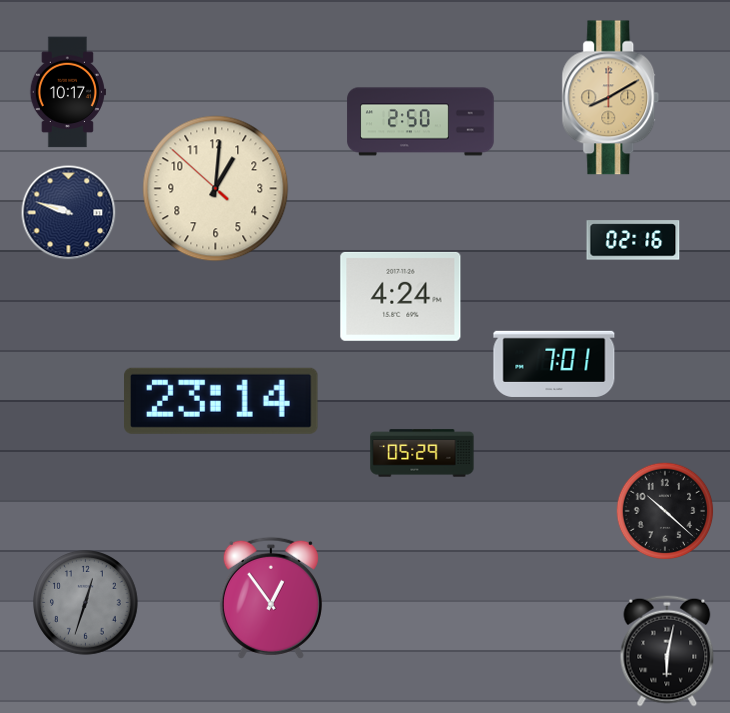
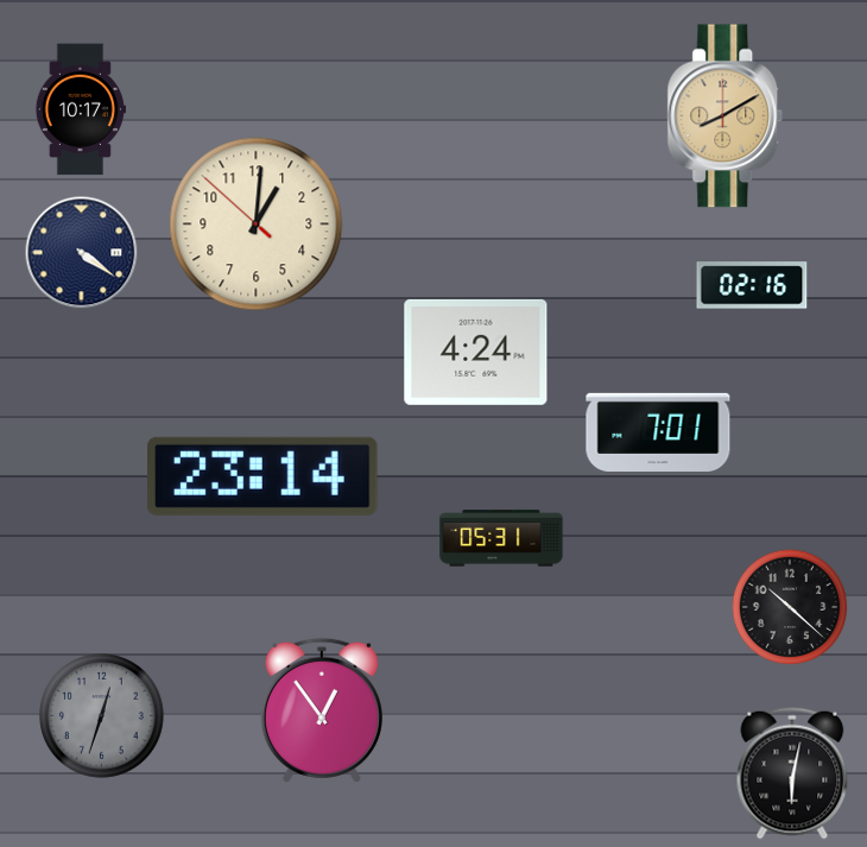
clock at (421, 122): 2:50 -> none
clock at (69, 213): 9:48 -> 4:21
clock at (422, 453): 05:29 -> 05:31
